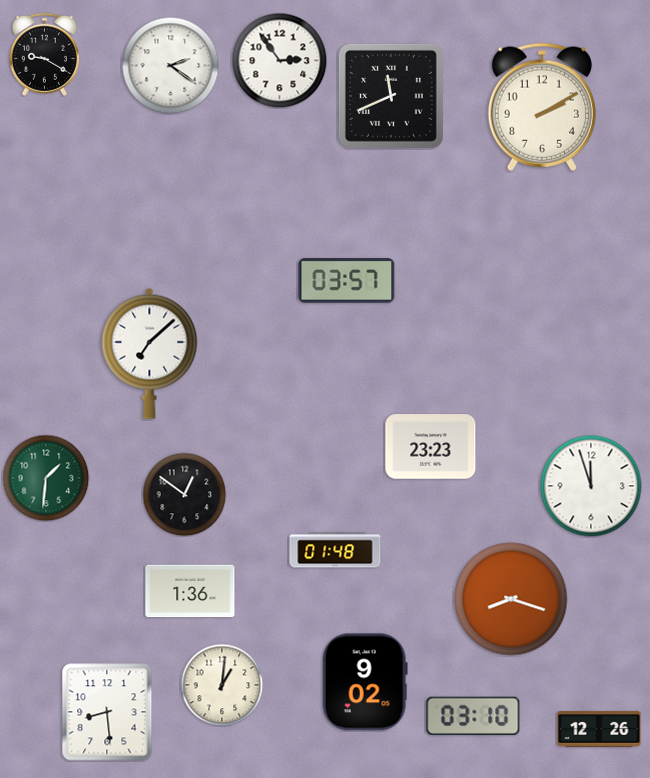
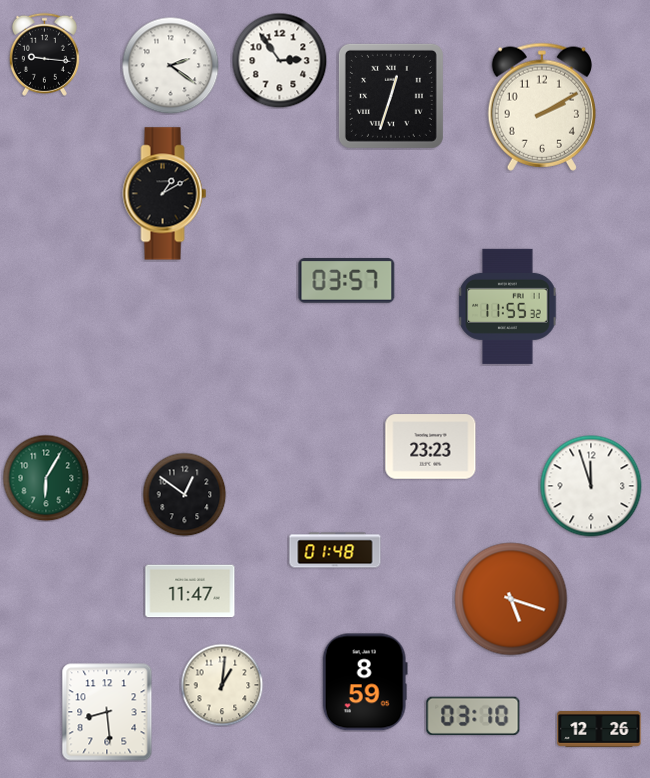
clock at (44, 54): 9:20 -> 9:16
clock at (391, 96): 11:41 -> 12:33
clock at (165, 194): none -> 1:10
clock at (508, 306): none -> 11:55
clock at (150, 353): 7:08 -> none
clock at (46, 478): 1:31 -> 6:05
clock at (190, 591): 1:36 -> 11:47
clock at (511, 599): 8:18 -> 5:18
clock at (365, 682): 9:02 -> 8:59
